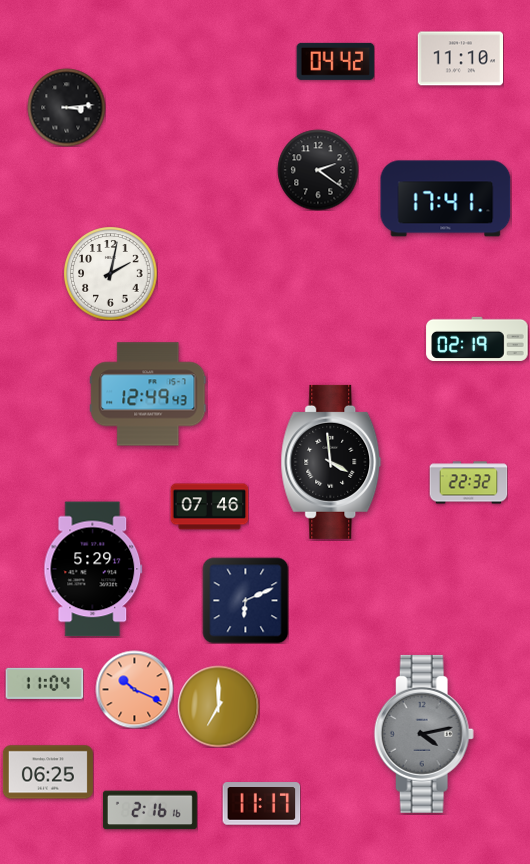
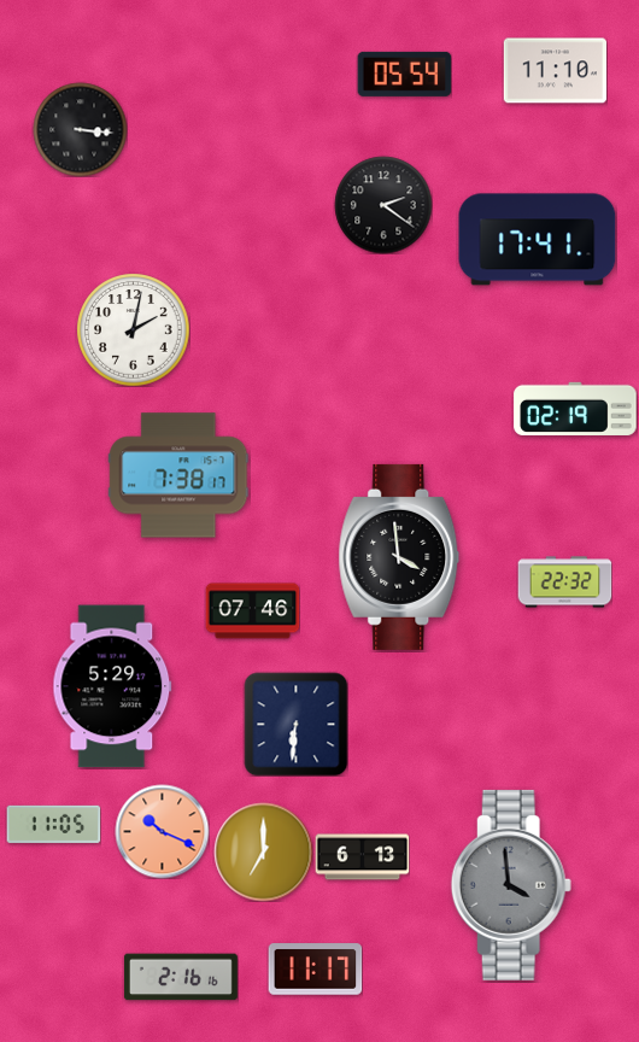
clock at (335, 61): 04:42 -> 05:54
clock at (66, 107): 3:14 -> 3:16
clock at (148, 394): 12:49 -> 7:38
clock at (245, 600): 6:11 -> 6:31
clock at (44, 683): 11:04 -> 11:05
clock at (362, 857): none -> 6:13
clock at (424, 734): 4:13 -> 3:59
clock at (48, 772): 06:25 -> none
